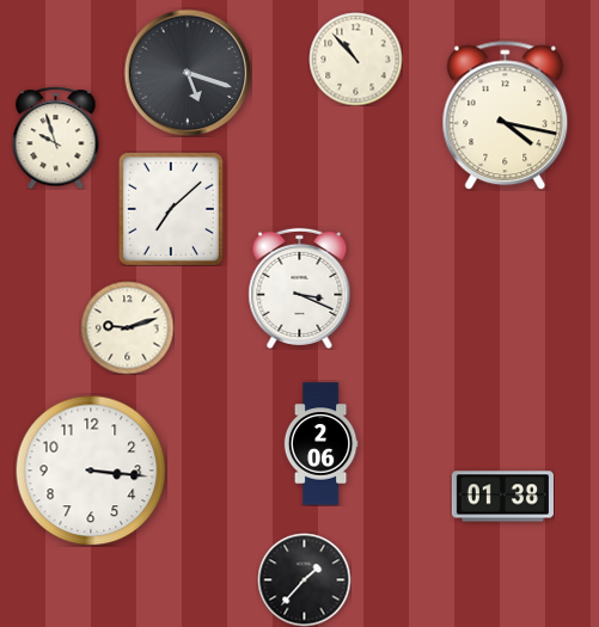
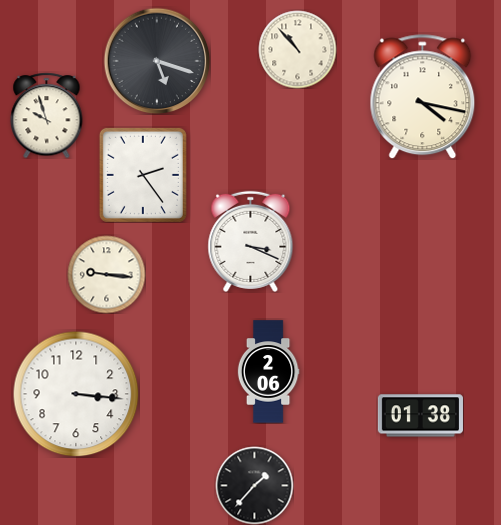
clock at (171, 209): 7:08 -> 2:24
clock at (127, 327): 9:12 -> 9:16
